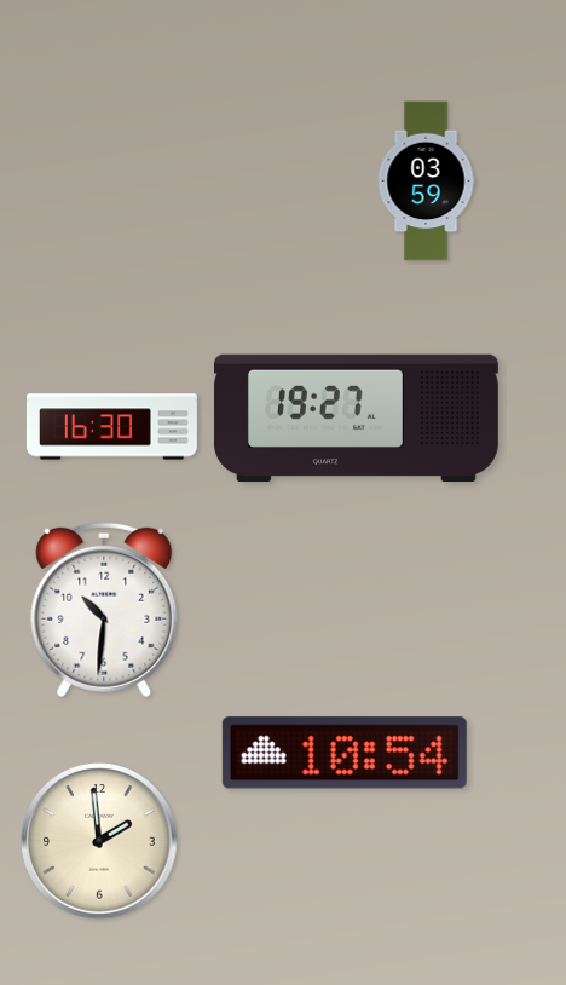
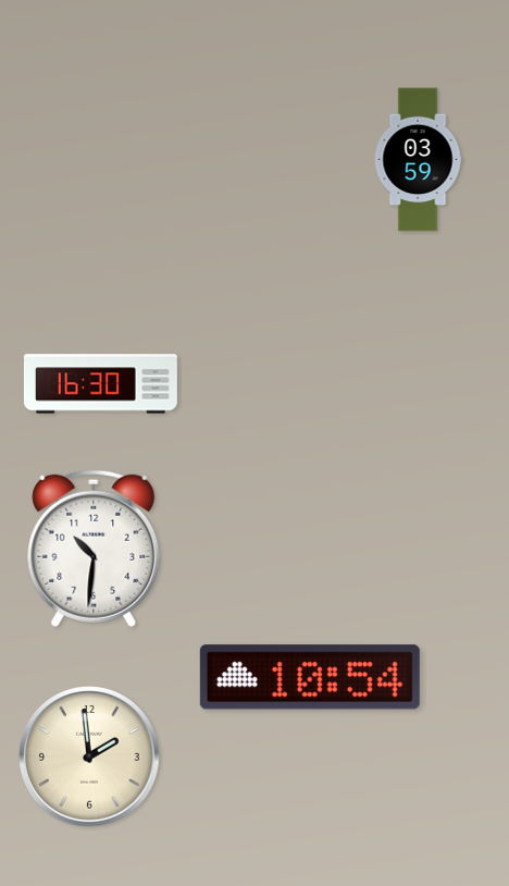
clock at (426, 182) position: (426, 182) -> (418, 160)
clock at (356, 419): 19:27 -> none
